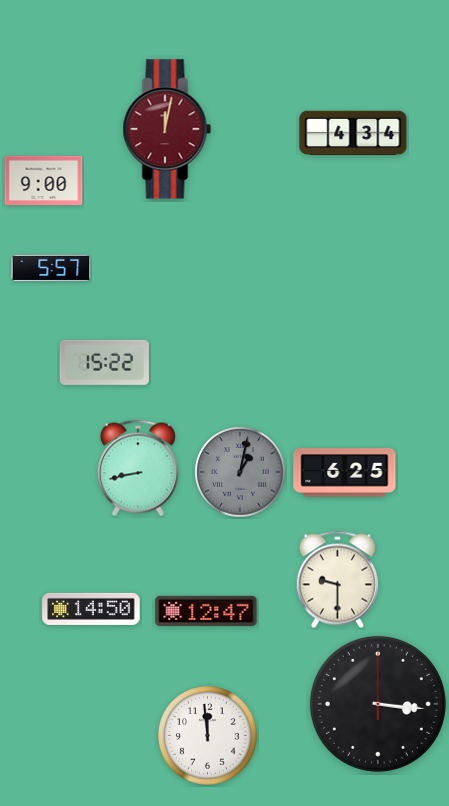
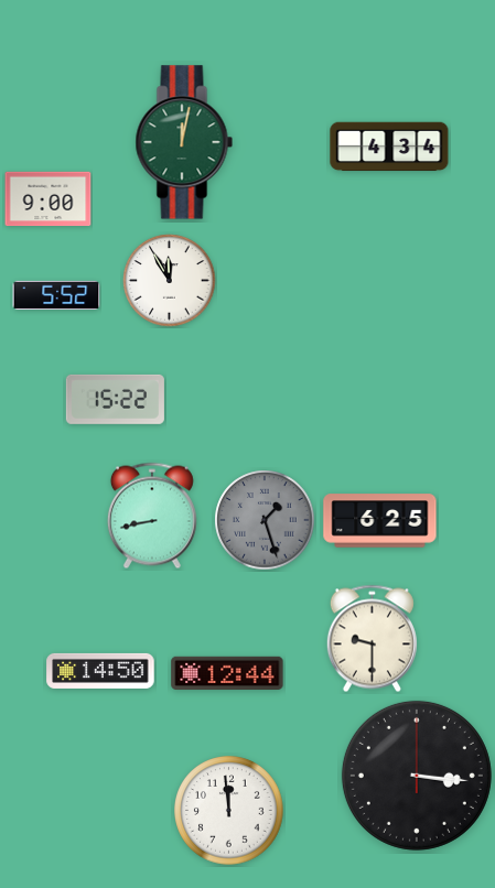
clock at (167, 129) dial: burgundy -> green
clock at (170, 281): none -> 11:55
clock at (51, 268): 5:57 -> 5:52
clock at (240, 472): 1:02 -> 1:27
clock at (206, 610): 12:47 -> 12:44
